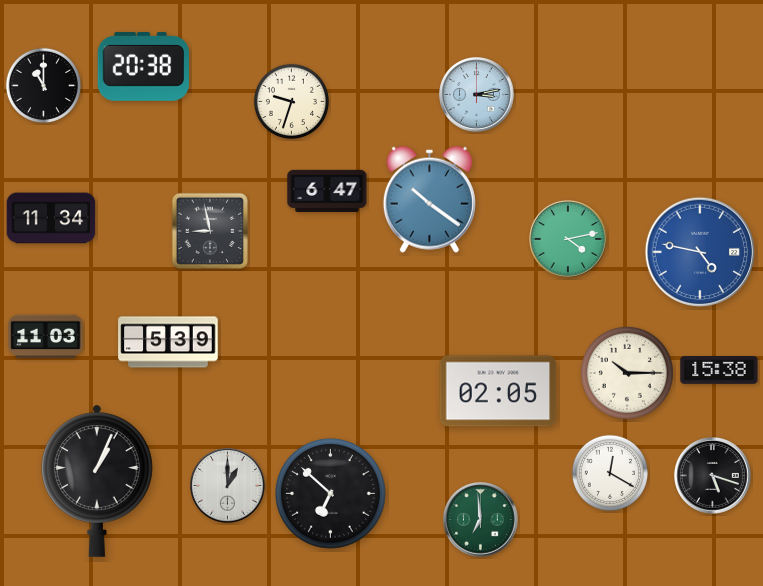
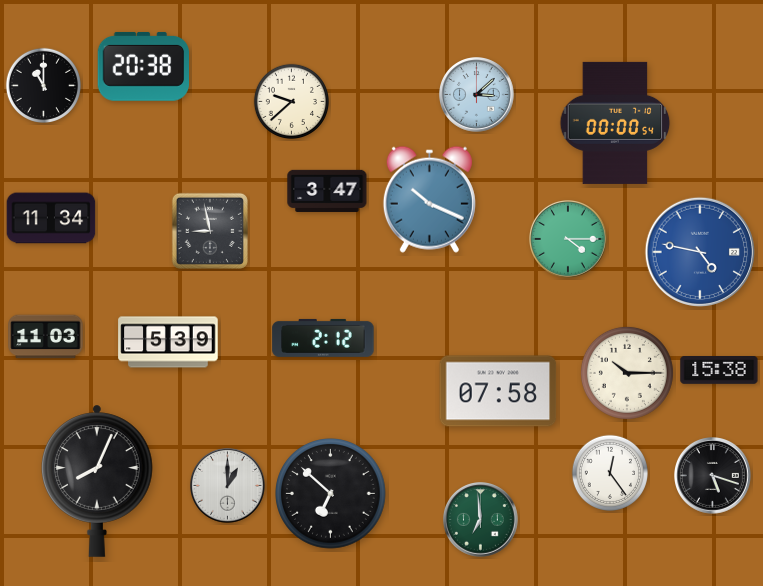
clock at (477, 95): 3:13 -> 3:08
clock at (291, 101): 9:33 -> 9:38
clock at (615, 123): none -> 00:00
clock at (327, 191): 6:47 -> 3:47
clock at (429, 199): 10:21 -> 10:19
clock at (569, 240): 4:13 -> 4:15
clock at (323, 338): none -> 2:12
clock at (498, 391): 02:05 -> 07:58
clock at (609, 472): 12:20 -> 12:24
clock at (98, 481): 1:04 -> 8:04
